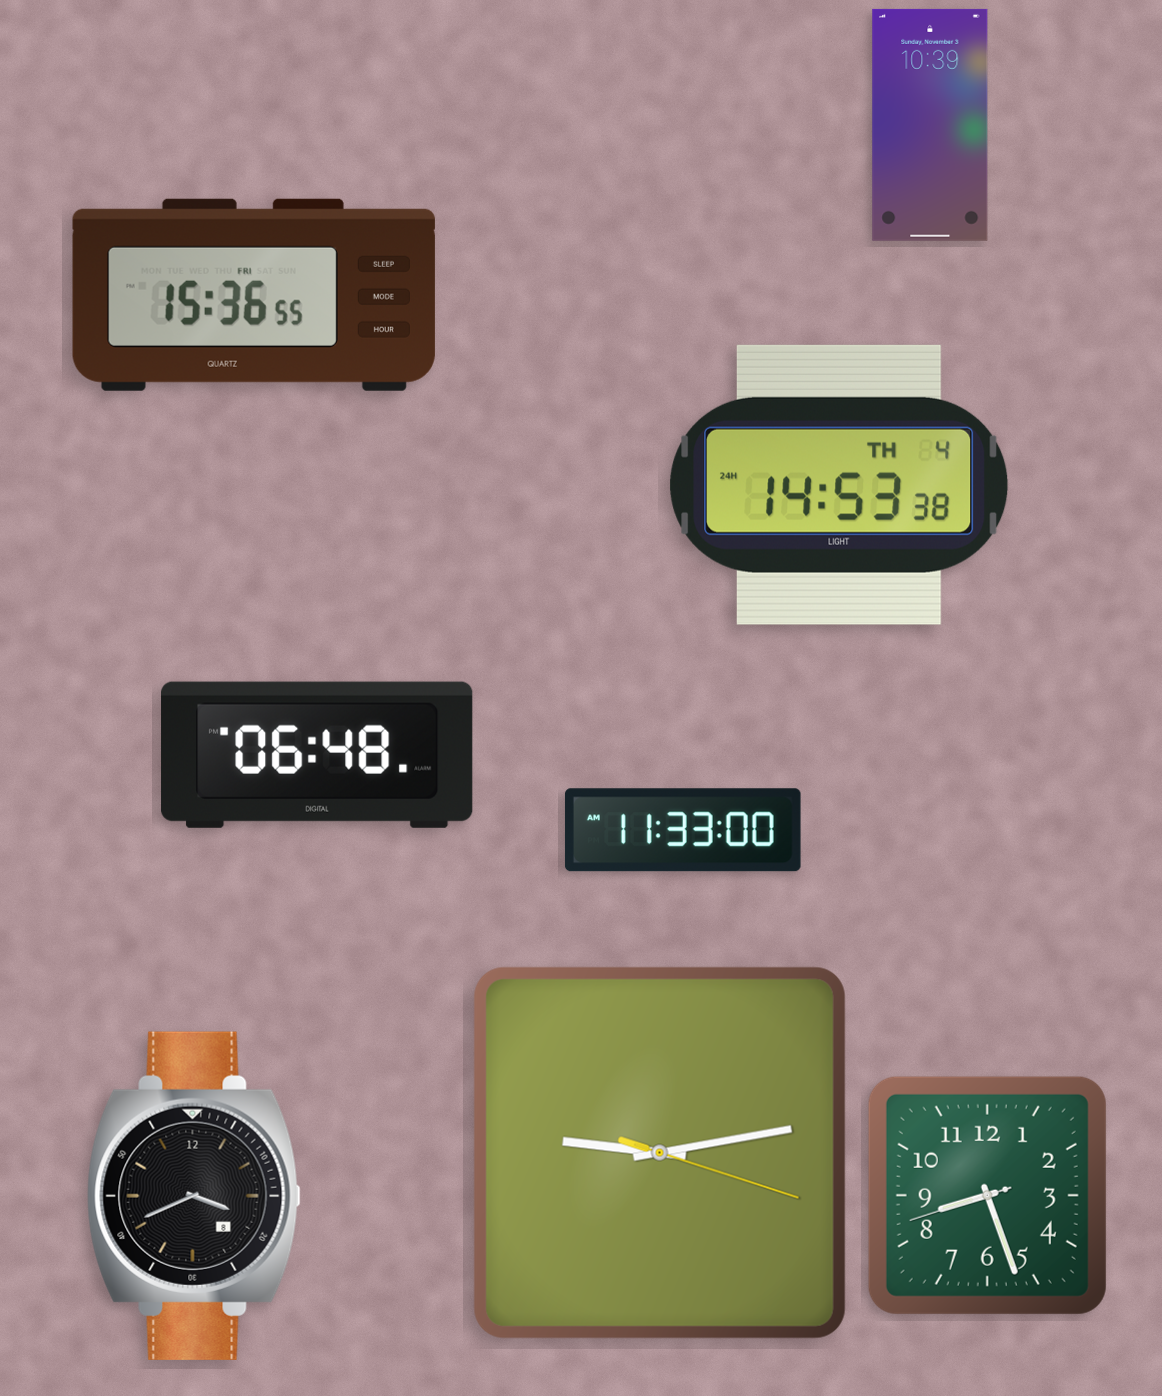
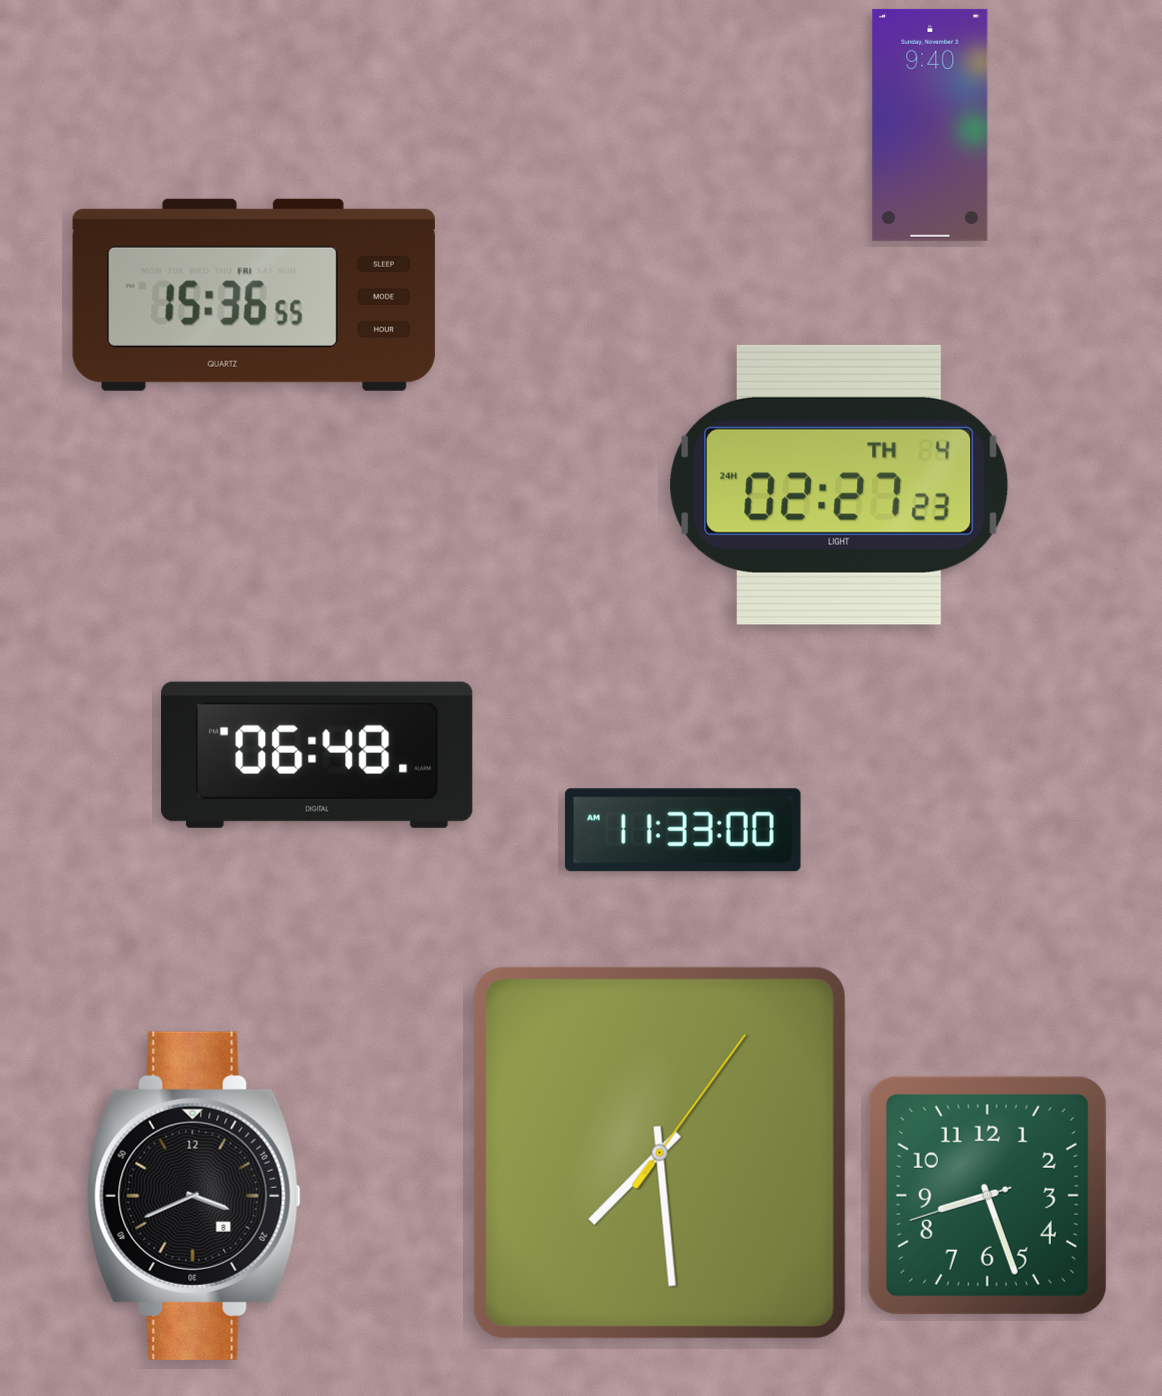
clock at (930, 125): 10:39 -> 9:40
clock at (839, 485): 14:53 -> 02:27
clock at (660, 1153): 9:13 -> 7:29
